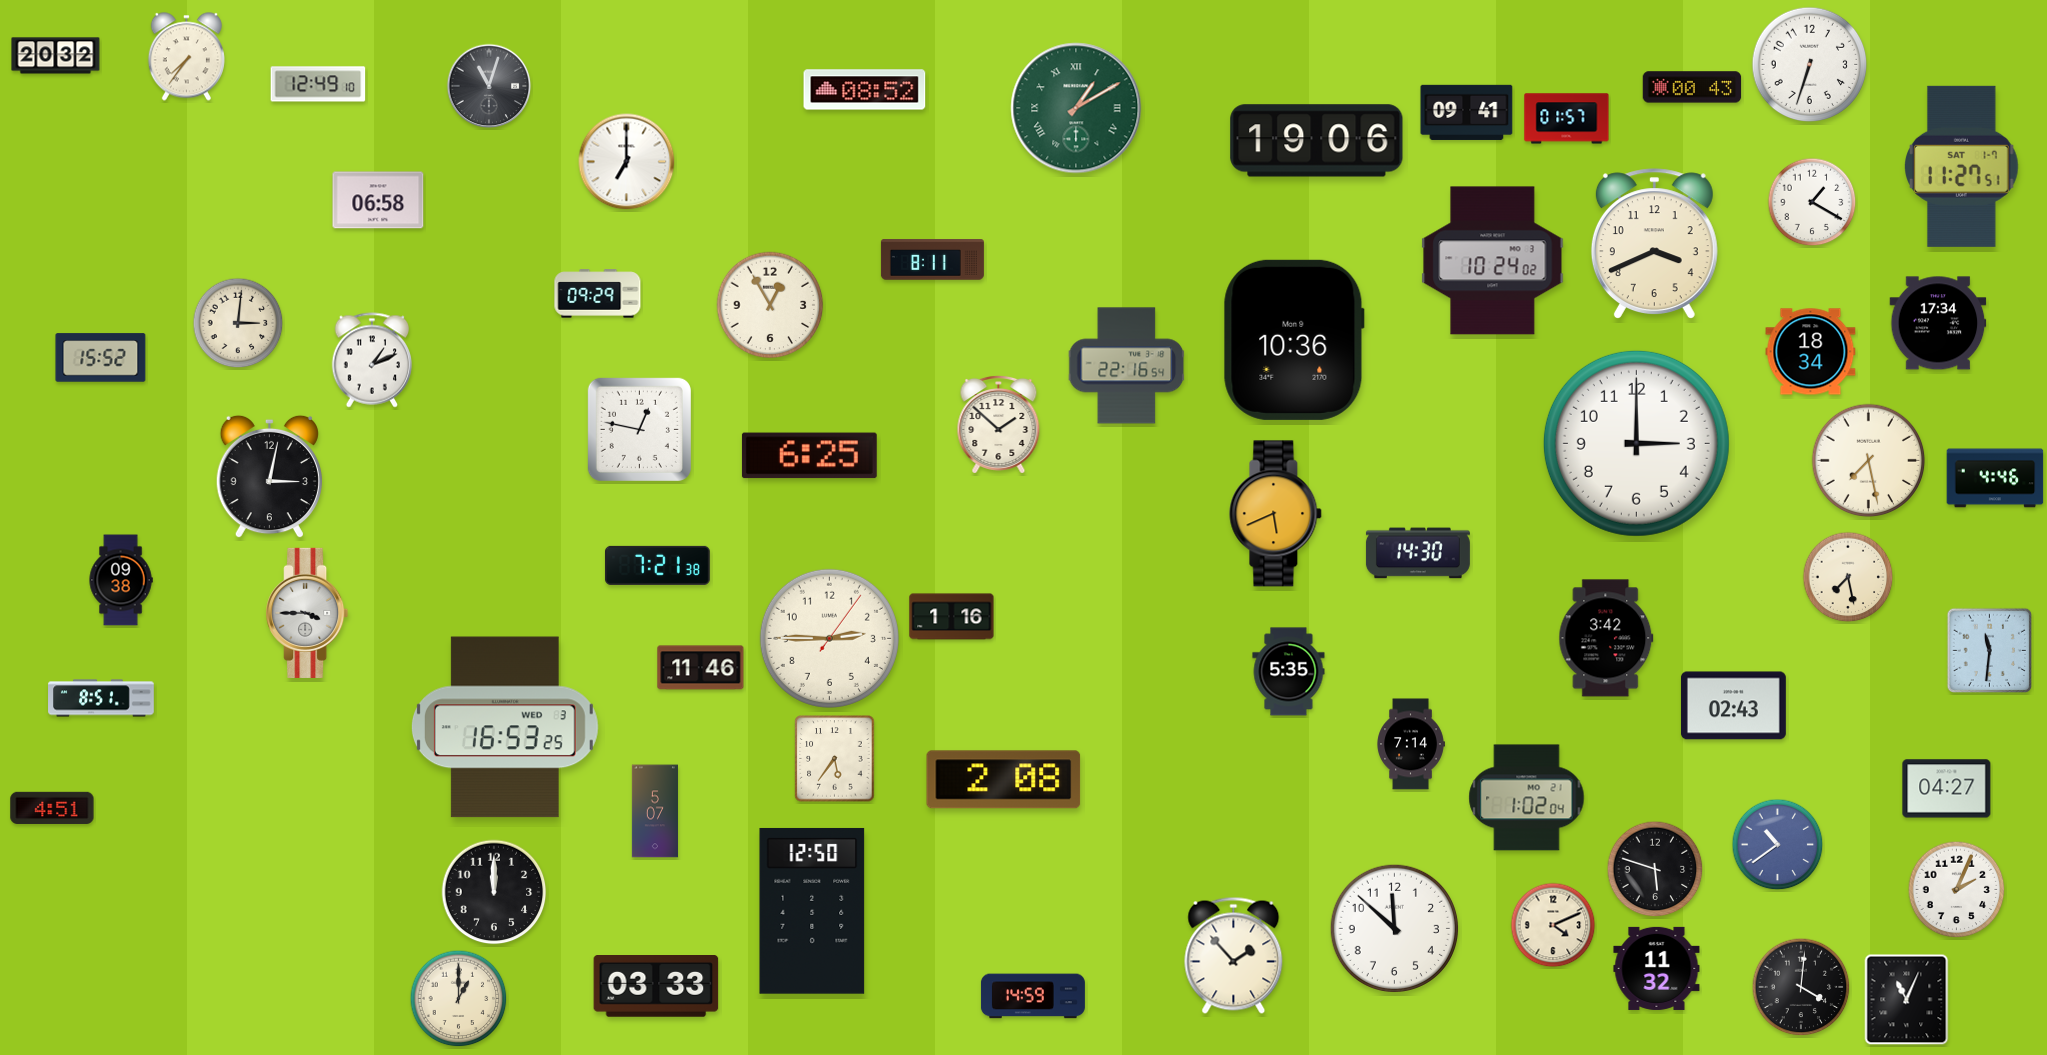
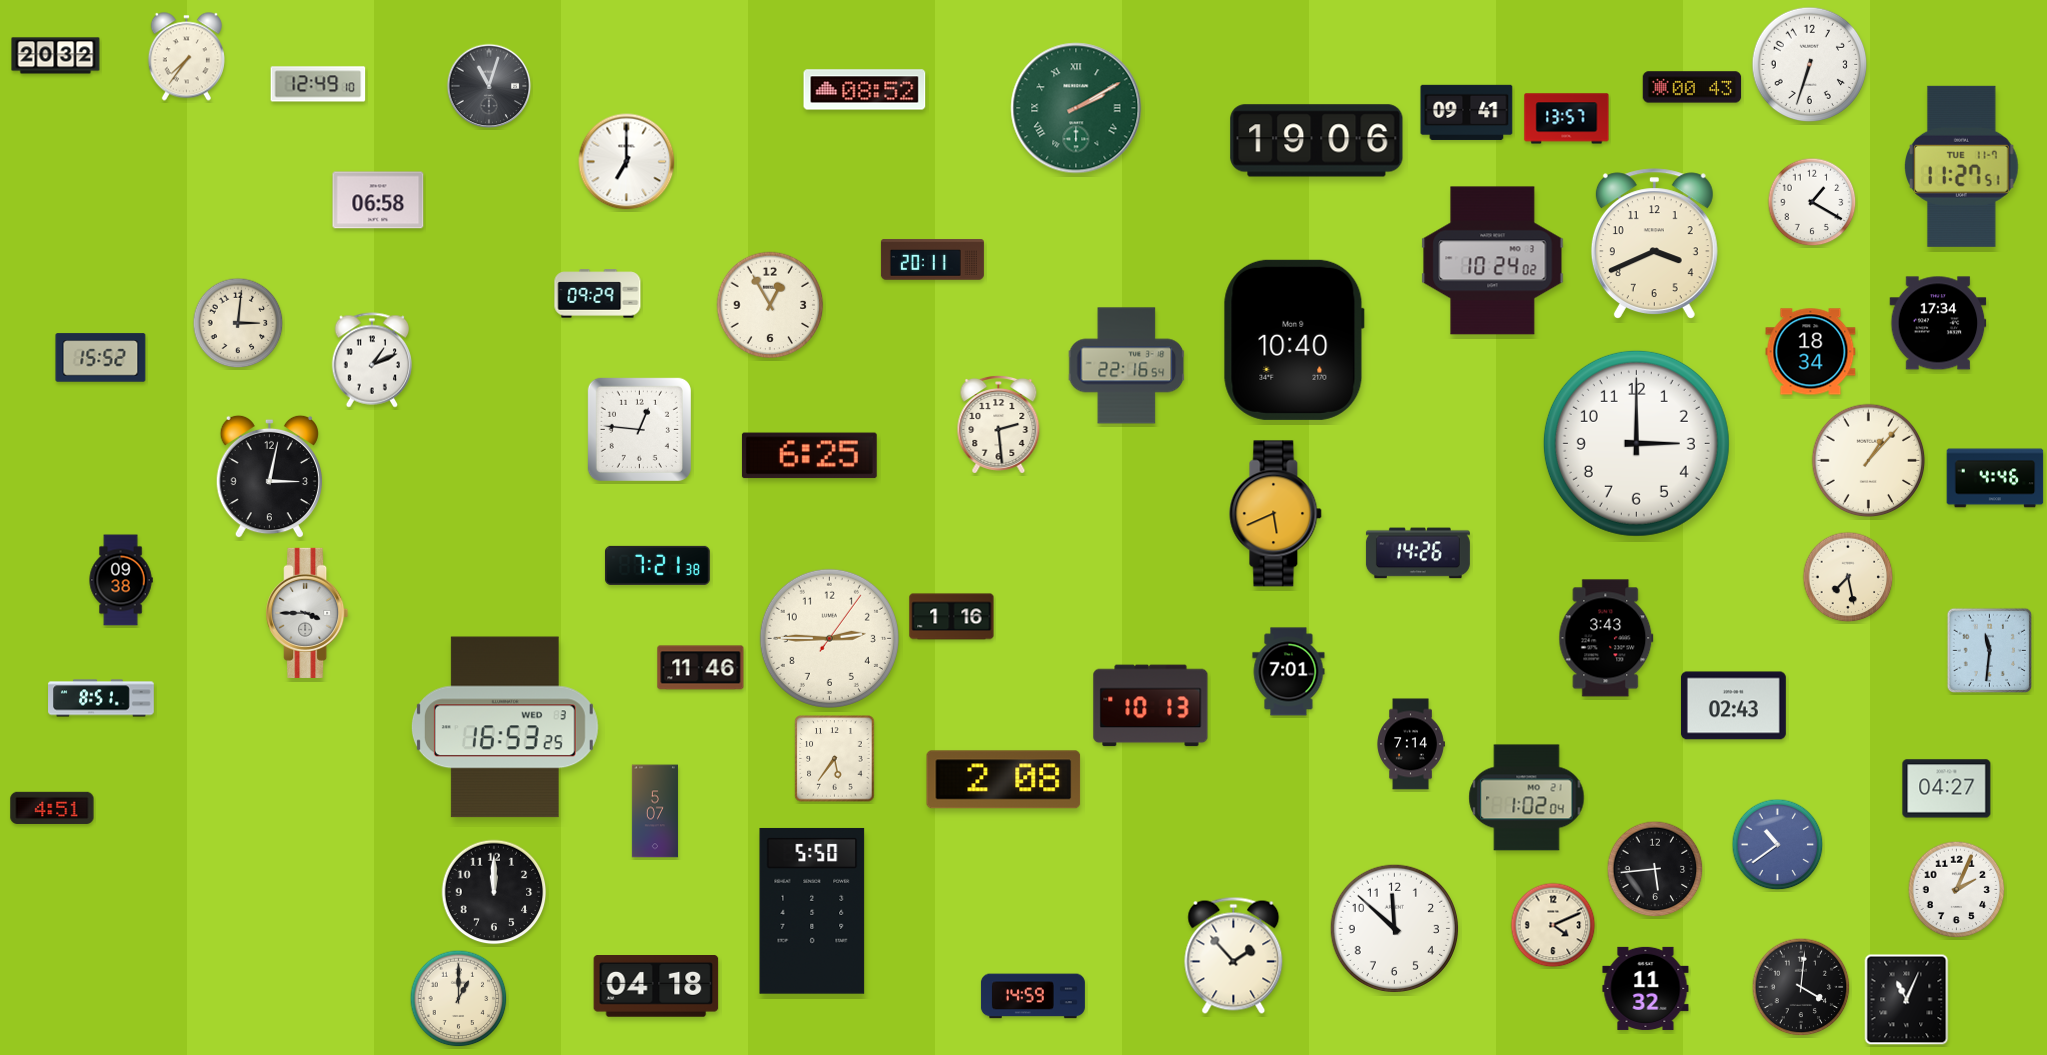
clock at (1076, 108): 1:10 -> 2:10
clock at (1567, 119): 01:57 -> 13:57
clock at (1962, 166) date: SAT 1-7 -> TUE 11-7
clock at (932, 260): 8:11 -> 20:11
clock at (1294, 340): 10:36 -> 10:40
clock at (999, 424): 1:52 -> 2:29
clock at (639, 429): 12:47 -> 12:46
clock at (1869, 461): 7:28 -> 1:07
clock at (1418, 553): 14:30 -> 14:26
clock at (1606, 638): 3:42 -> 3:43
clock at (1289, 672): 5:35 -> 7:01
clock at (1151, 706): none -> 10:13
clock at (1655, 869): 5:48 -> 5:44
clock at (812, 911): 12:50 -> 5:50
clock at (1657, 968) position: (1657, 968) -> (1646, 988)
clock at (656, 987): 03:33 -> 04:18
